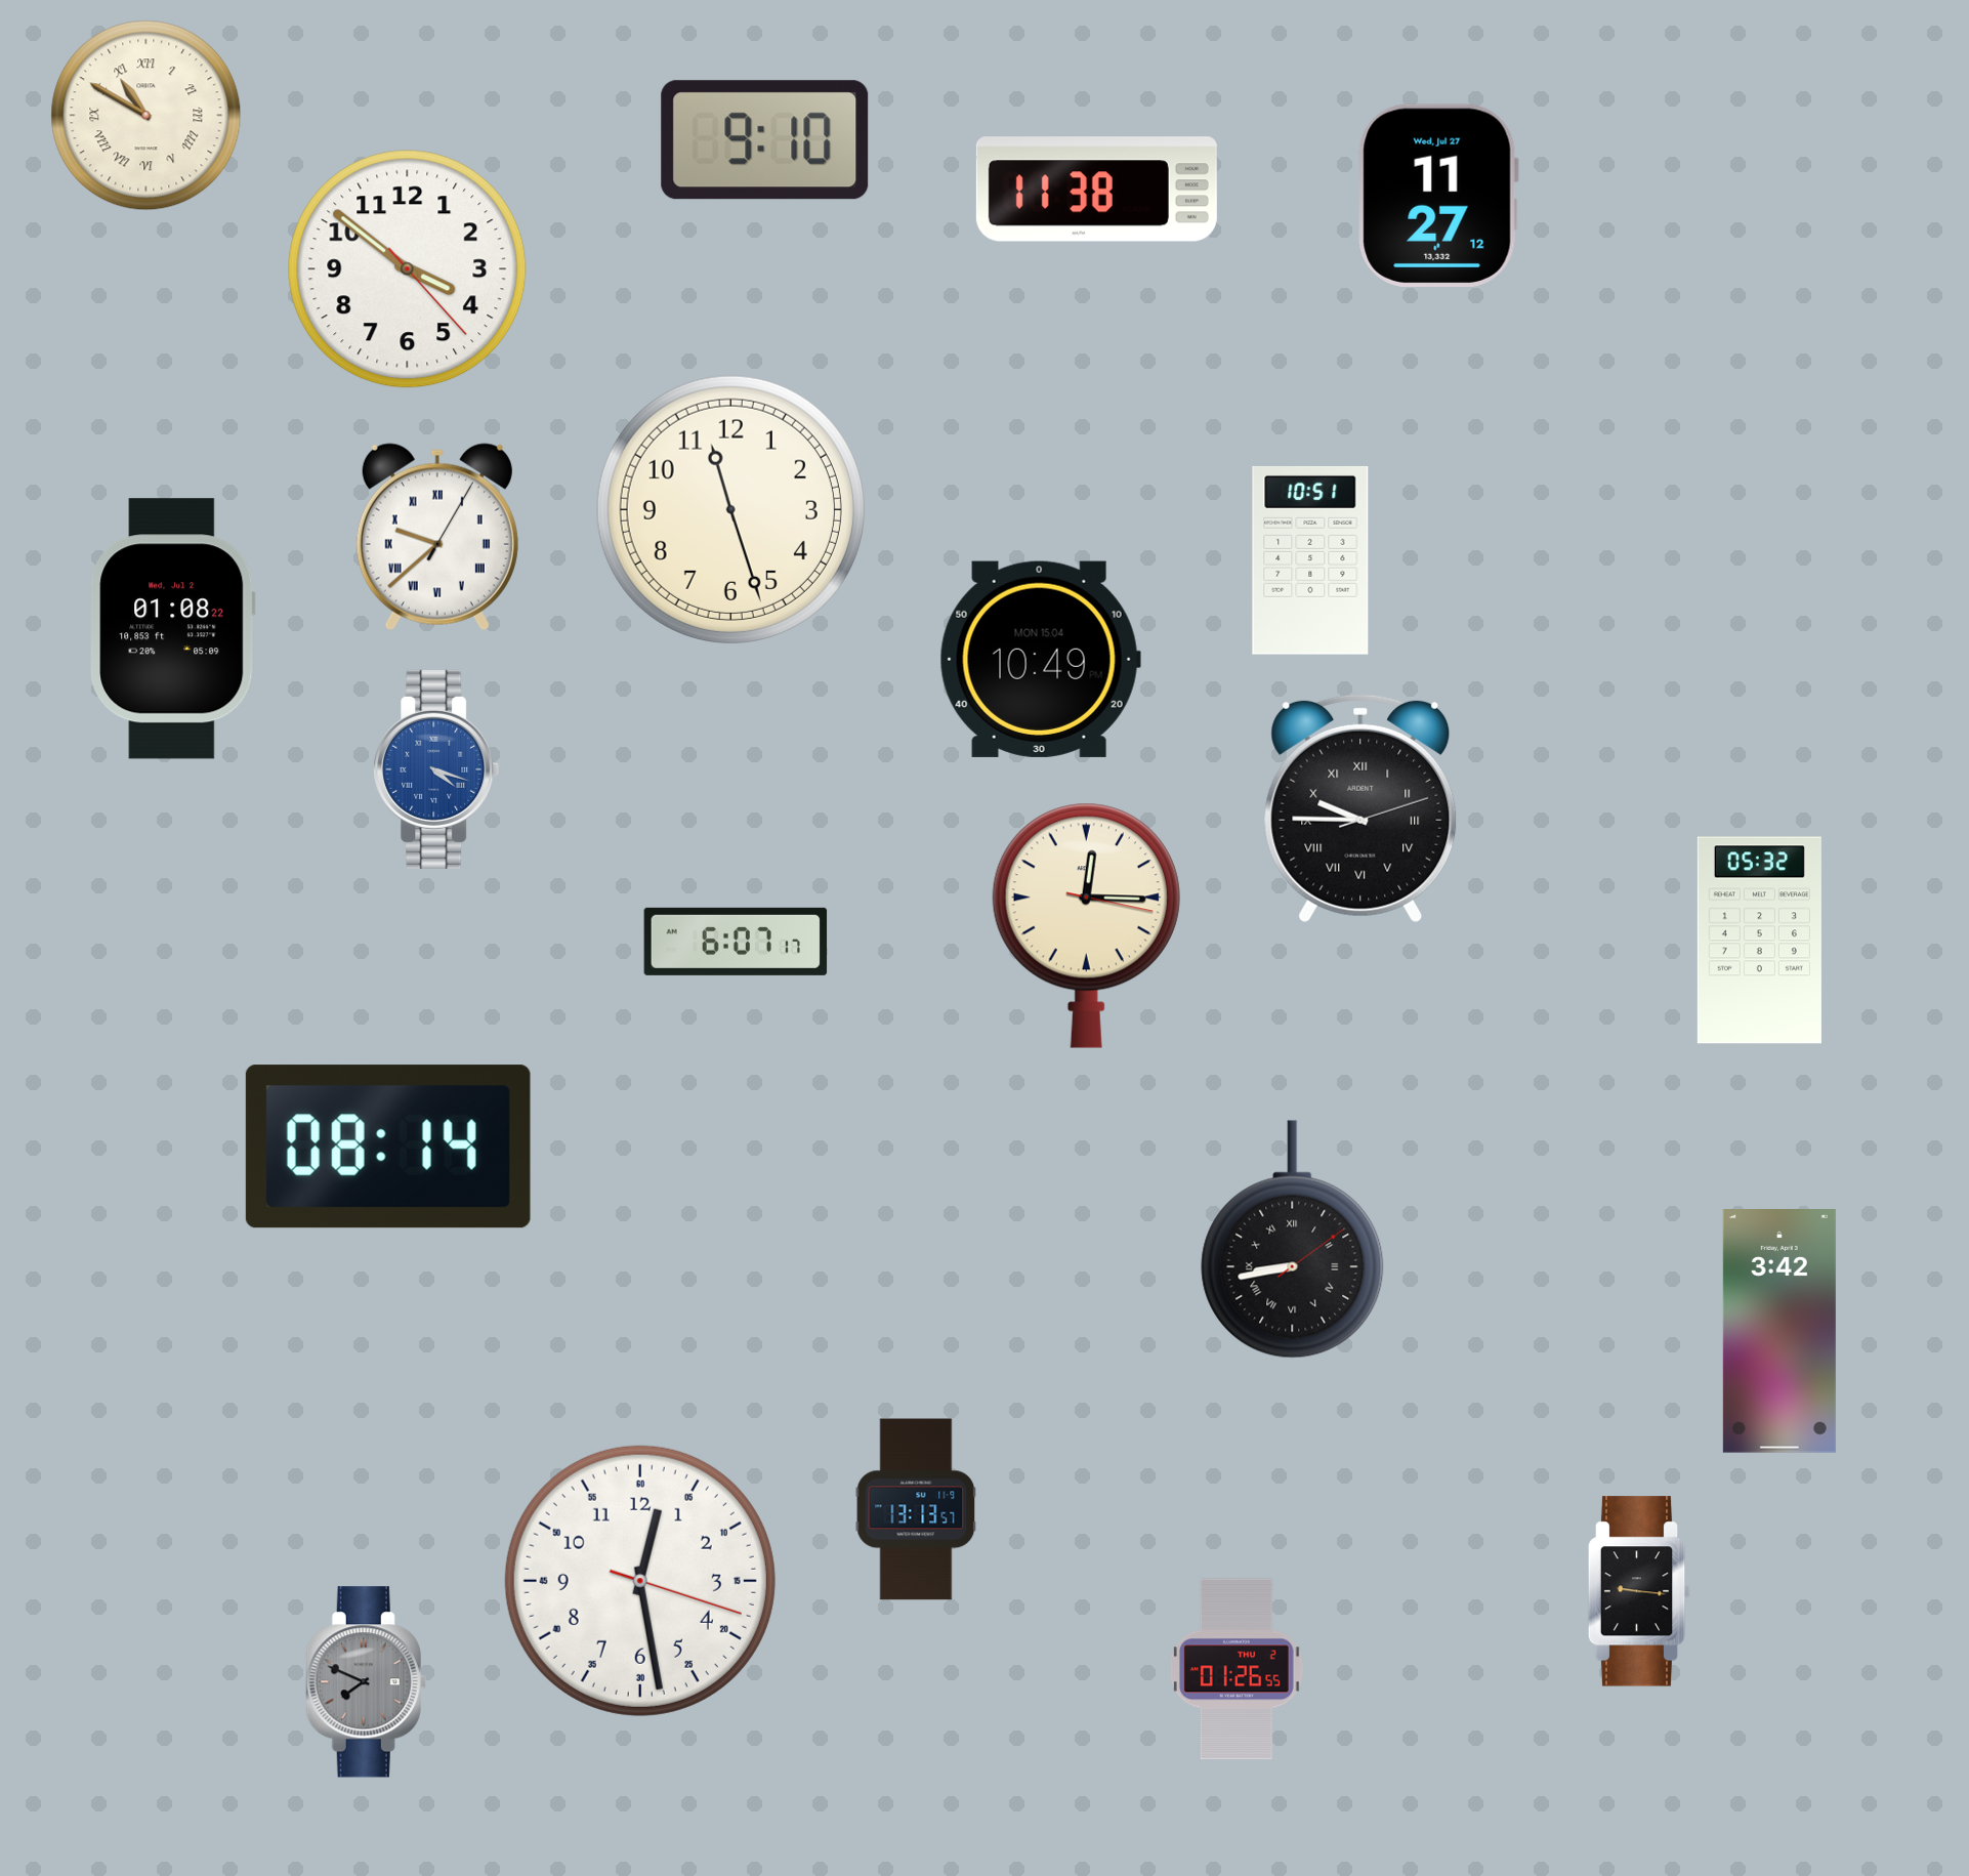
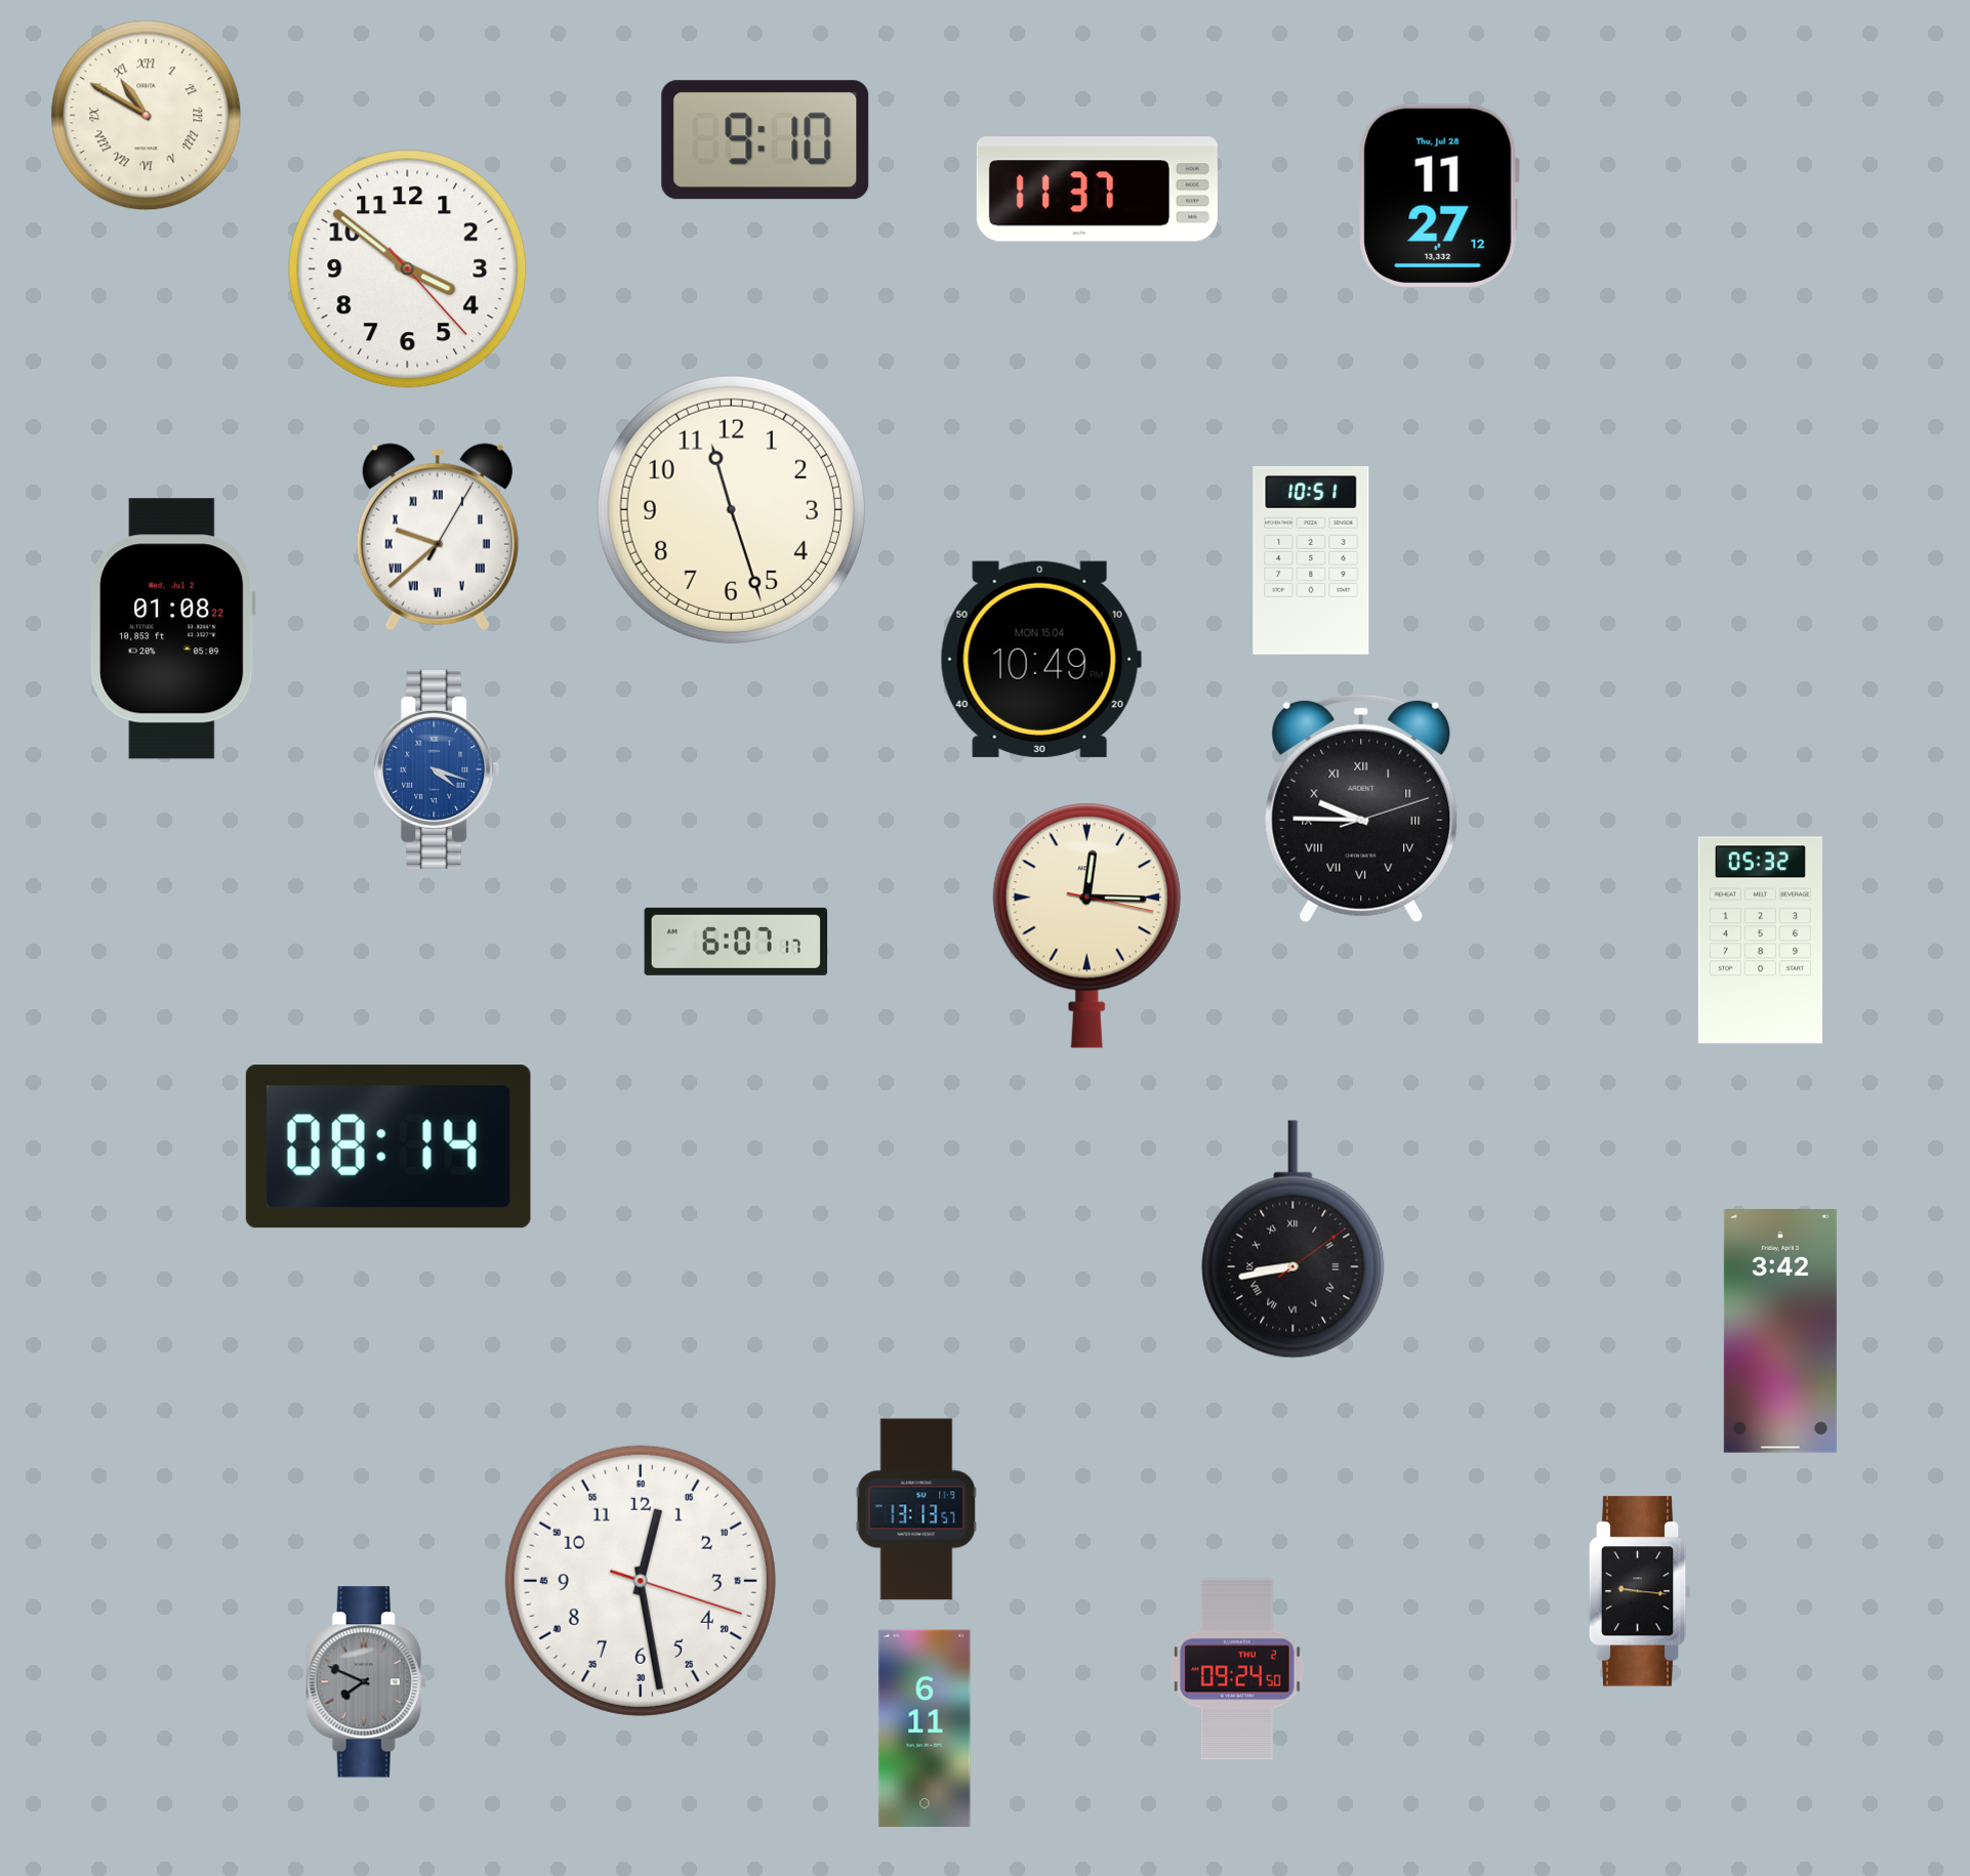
clock at (1096, 190): 11:38 -> 11:37
clock at (1438, 196) date: Wed, Jul 27 -> Thu, Jul 28
clock at (1237, 1669): 01:26 -> 09:24
clock at (925, 1728): none -> 6:11
